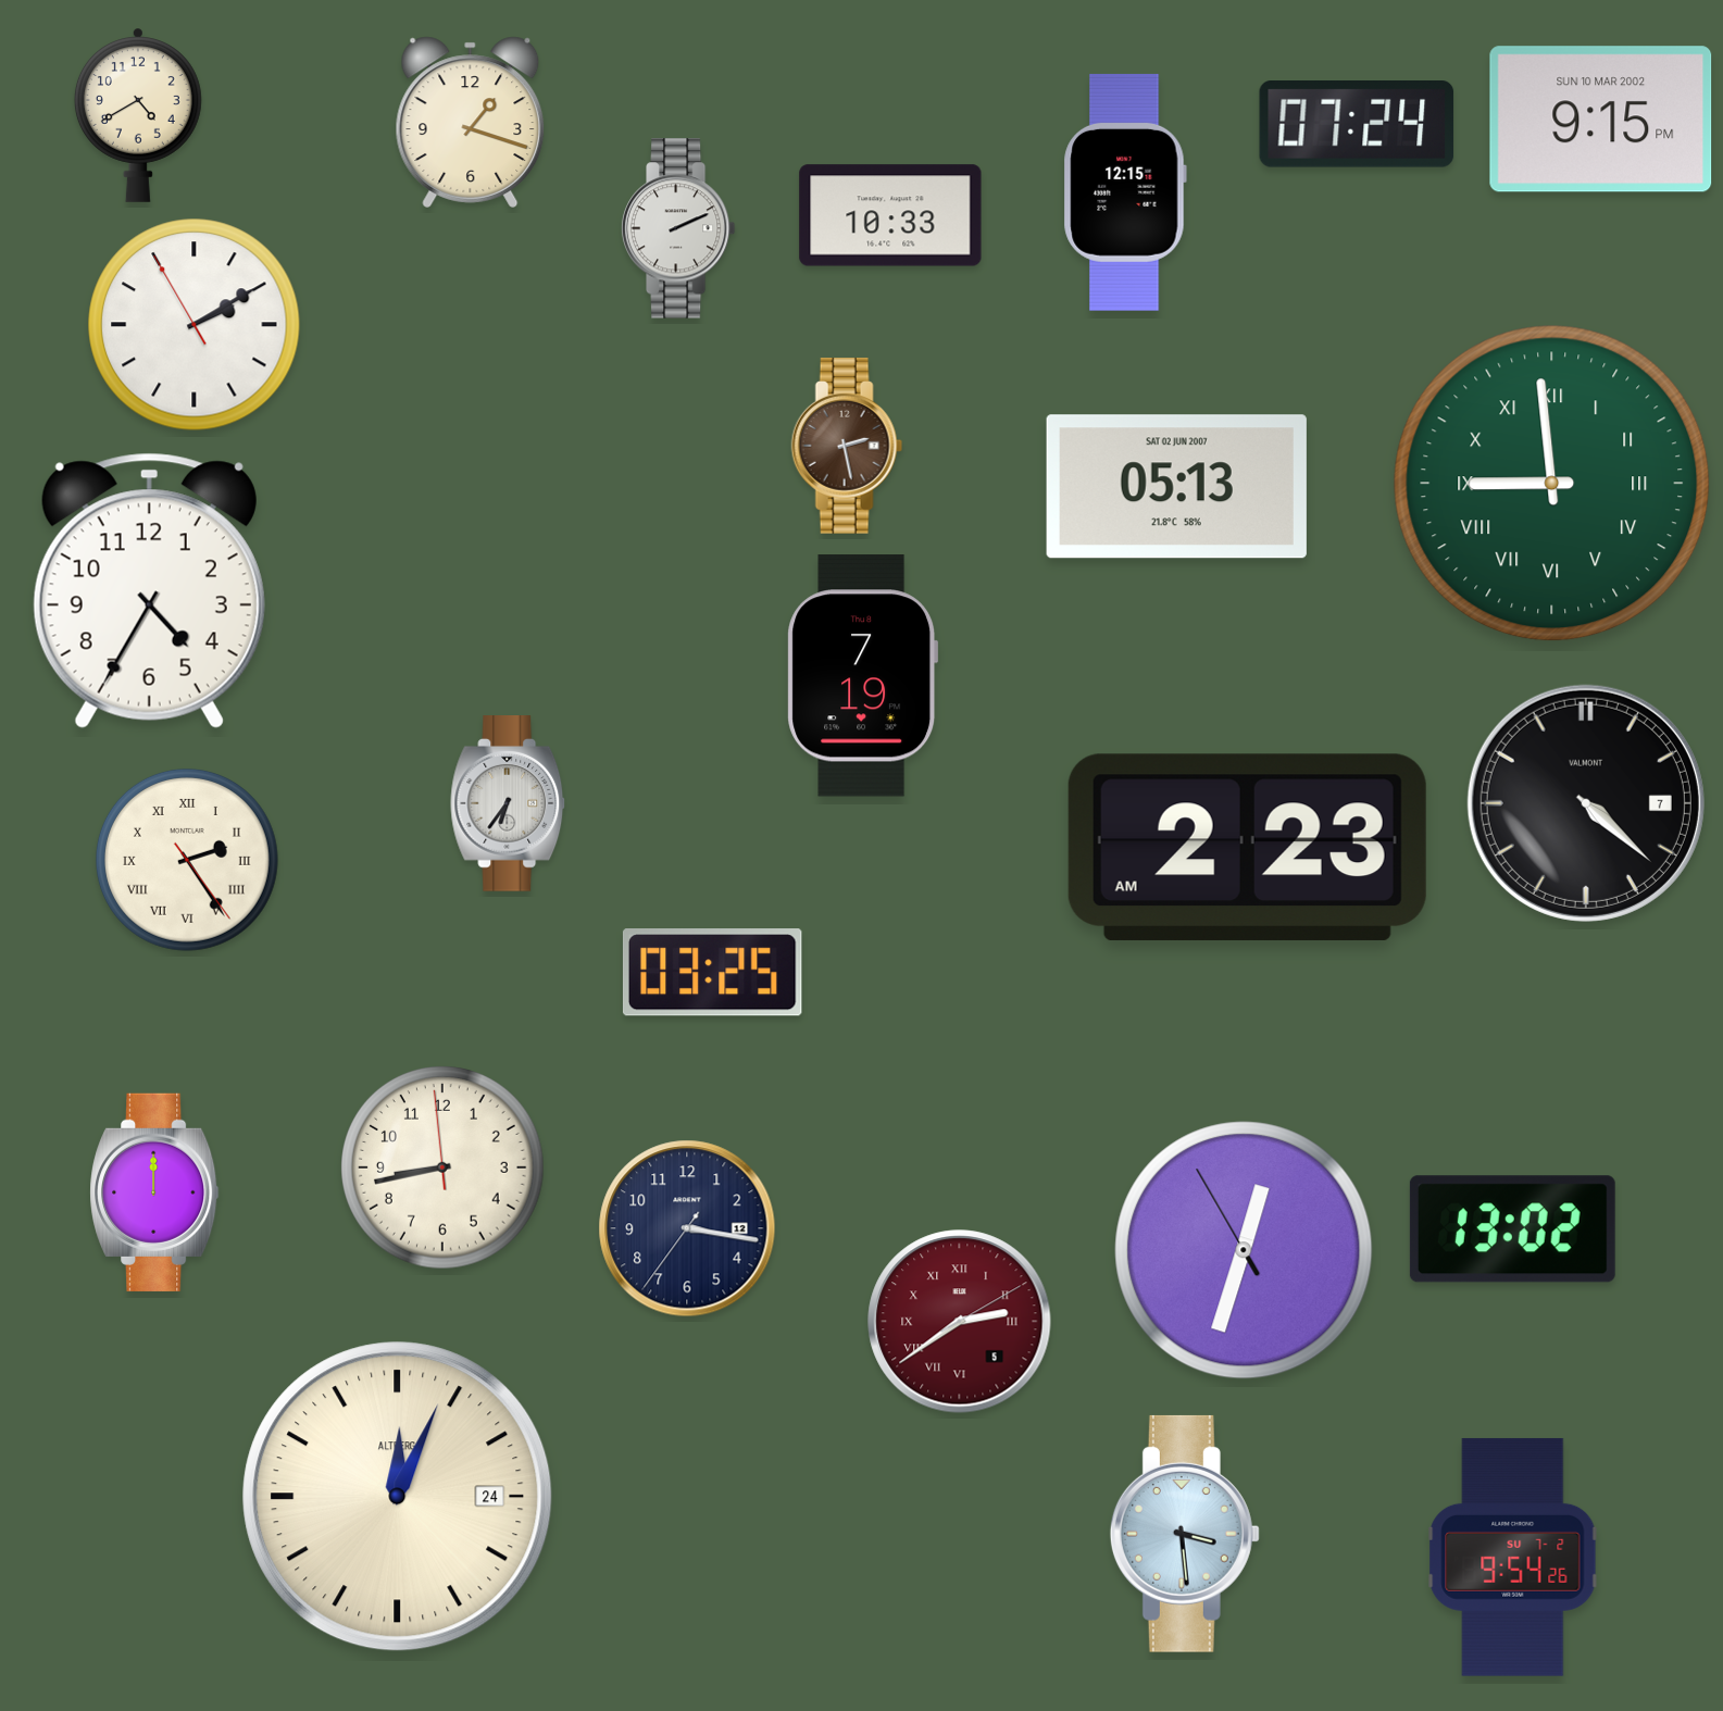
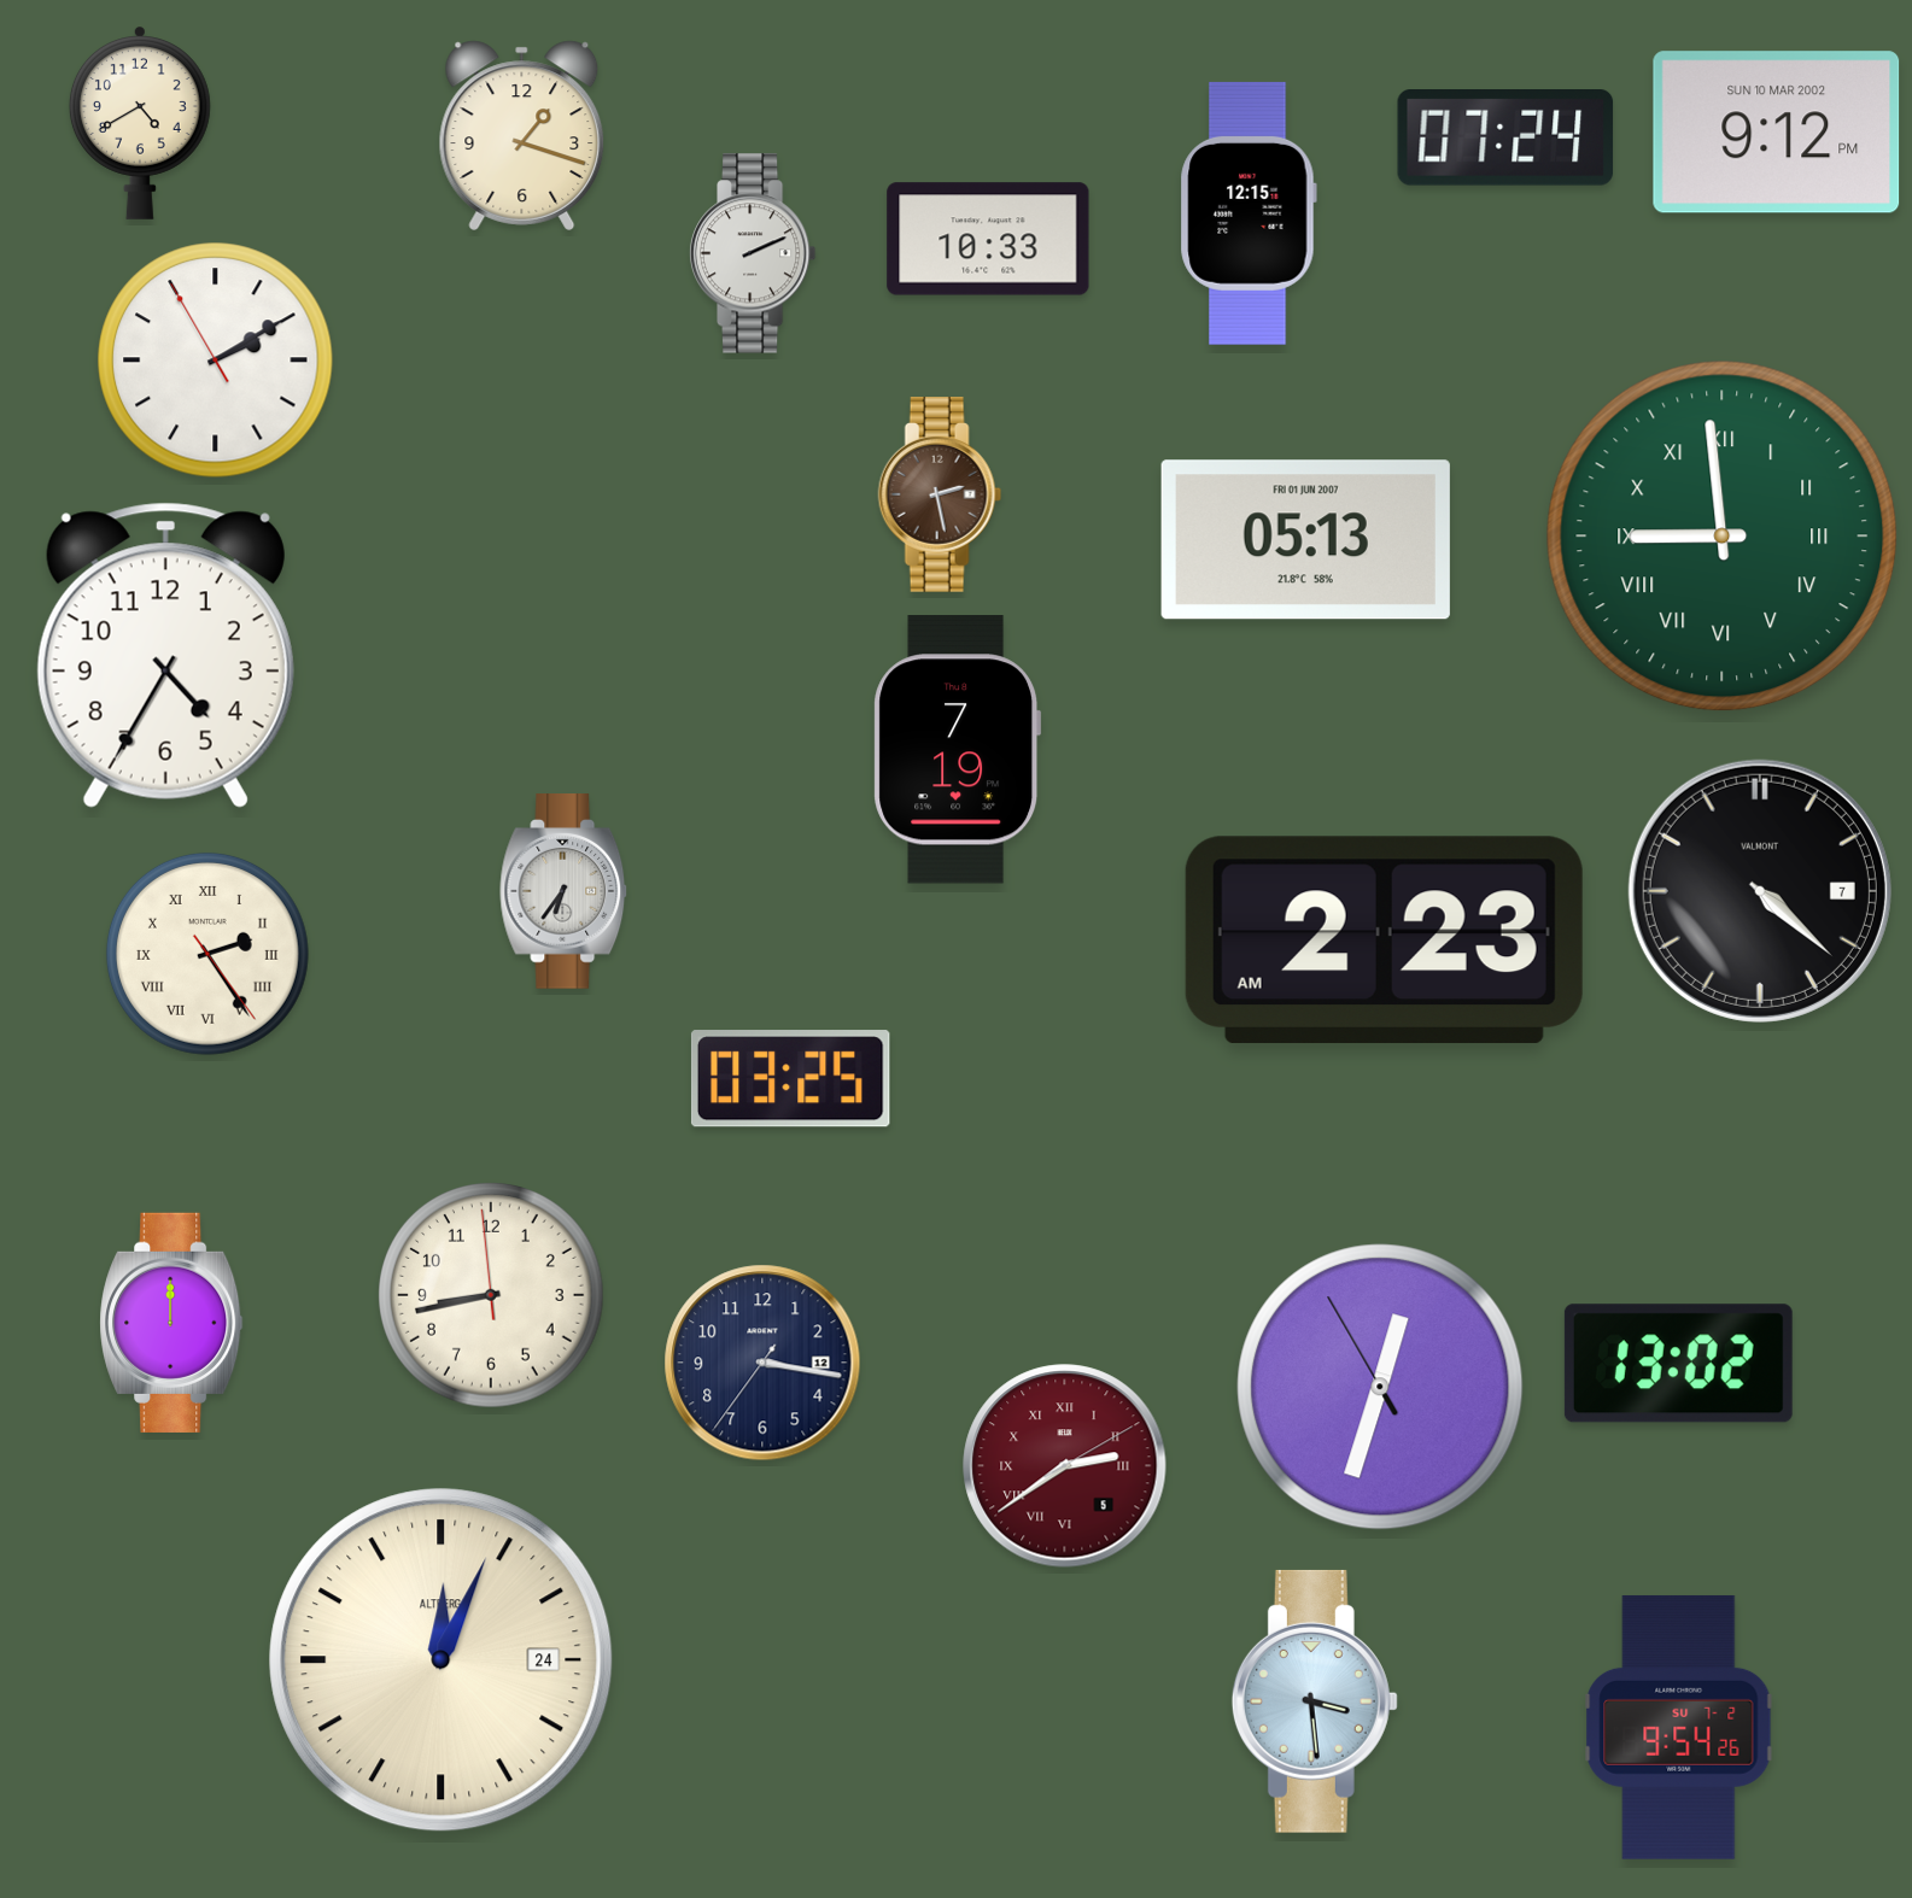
clock at (138, 115) position: (138, 115) -> (140, 123)
clock at (1601, 120): 9:15 -> 9:12
clock at (1176, 487) date: SAT 02 JUN 2007 -> FRI 01 JUN 2007
